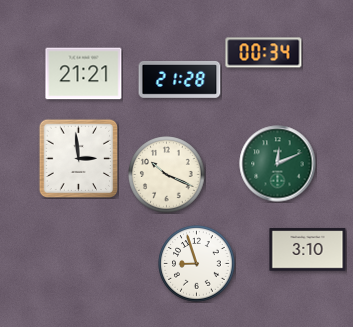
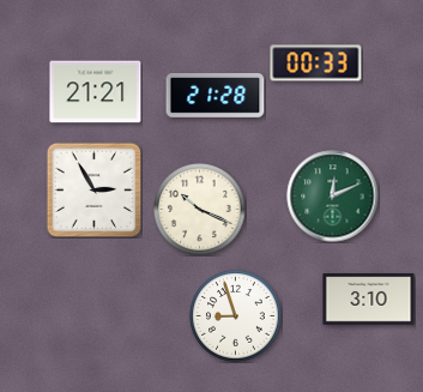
clock at (264, 53): 00:34 -> 00:33
clock at (84, 74) position: (84, 74) -> (96, 92)
clock at (78, 158): 2:59 -> 2:55
